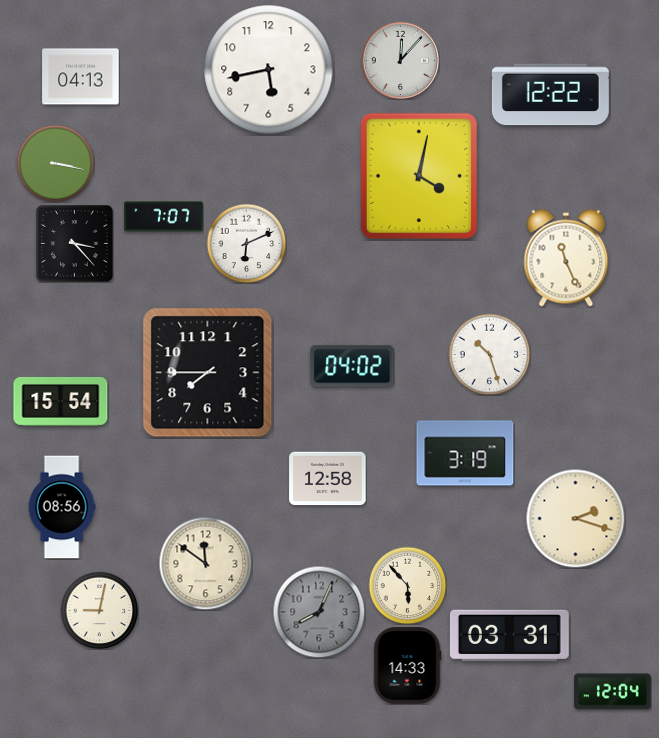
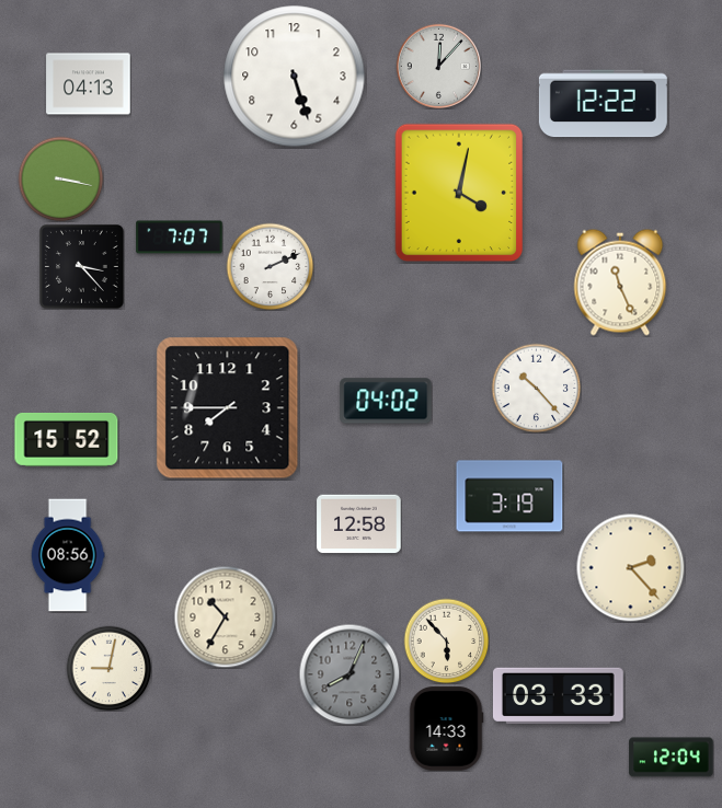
clock at (269, 70): 5:43 -> 5:27
clock at (246, 243): 6:11 -> 2:11
clock at (489, 354): 10:27 -> 10:23
clock at (61, 402): 15:54 -> 15:52
clock at (576, 519): 2:18 -> 2:23
clock at (205, 563): 11:51 -> 10:35
clock at (319, 612) position: (319, 612) -> (349, 674)
clock at (509, 635): 03:31 -> 03:33
